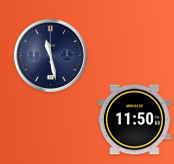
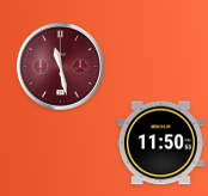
clock at (50, 55) dial: navy -> burgundy
